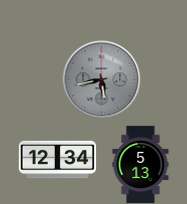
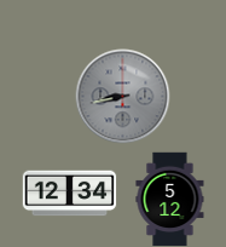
clock at (101, 79): 5:43 -> 8:43
clock at (141, 164): 5:13 -> 5:12
